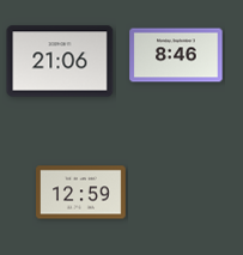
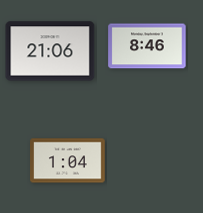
clock at (81, 193): 12:59 -> 1:04
